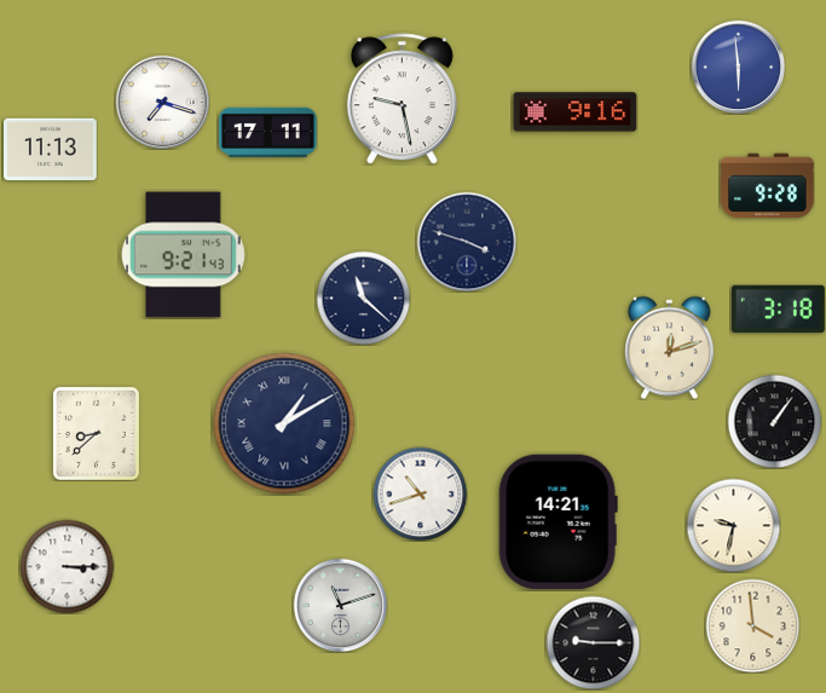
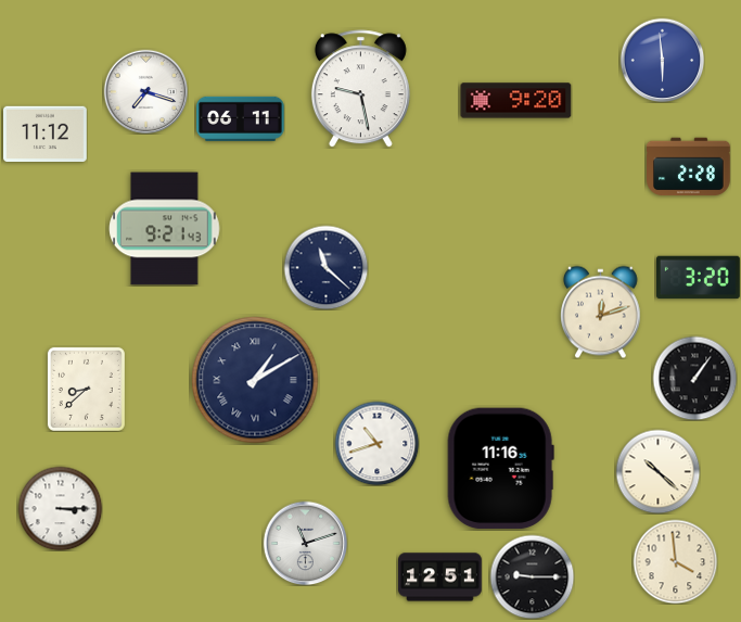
clock at (576, 112): 9:16 -> 9:20
clock at (268, 132): 17:11 -> 06:11
clock at (51, 149): 11:13 -> 11:12
clock at (768, 186): 9:28 -> 2:28
clock at (467, 242): 3:48 -> none
clock at (779, 310): 3:18 -> 3:20
clock at (558, 522): 14:21 -> 11:16
clock at (733, 525): 9:32 -> 10:22
clock at (440, 577): none -> 12:51
